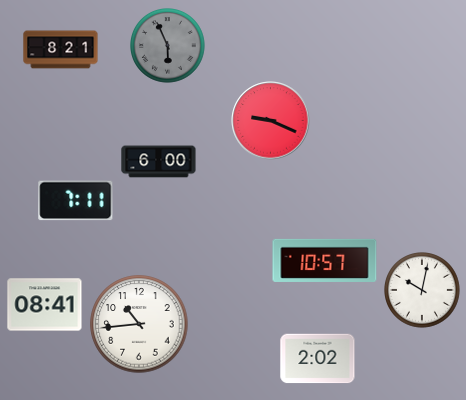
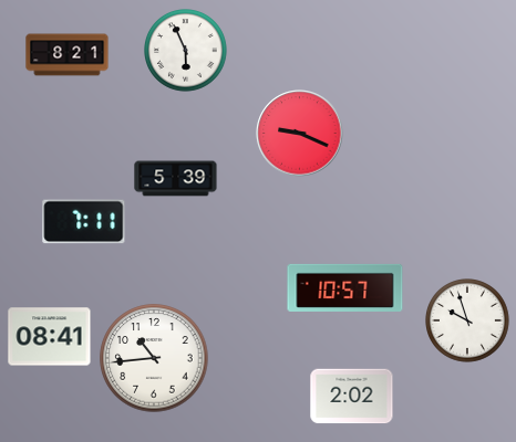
clock at (168, 46) dial: grey -> white
clock at (159, 162): 6:00 -> 5:39
clock at (325, 260) position: (325, 260) -> (345, 287)
clock at (423, 291): 10:02 -> 9:57
